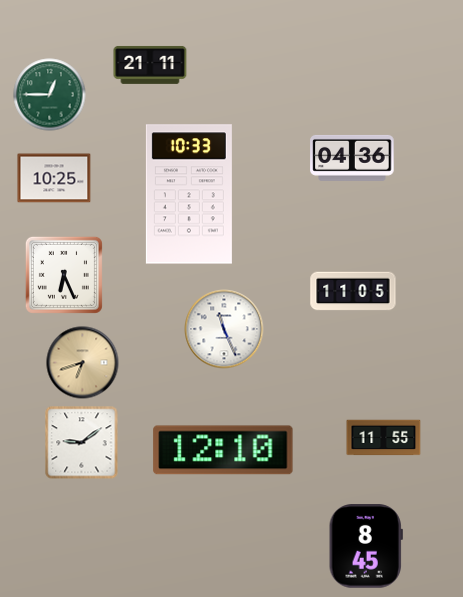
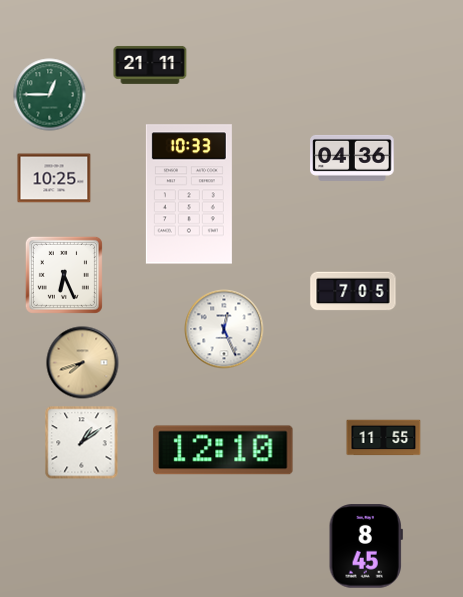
clock at (353, 291): 11:05 -> 7:05
clock at (224, 329): 11:26 -> 12:26
clock at (83, 363): 6:42 -> 7:42
clock at (82, 443): 9:09 -> 1:09
